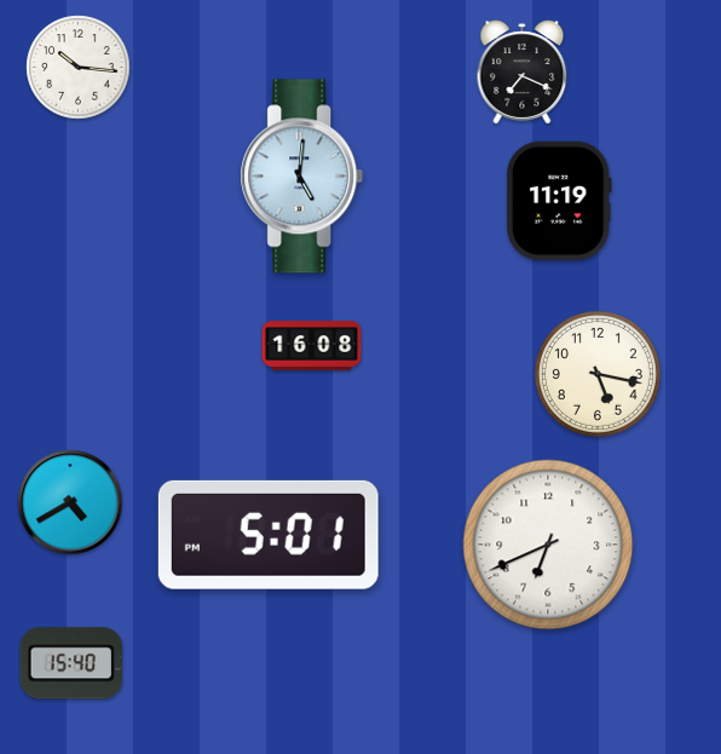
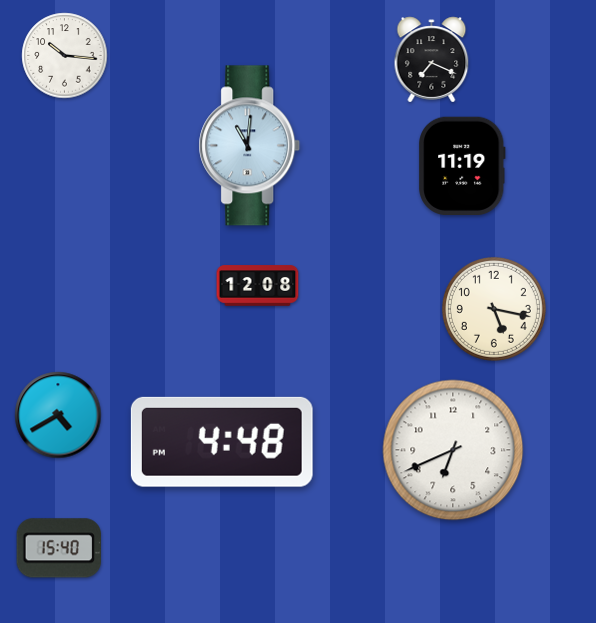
clock at (302, 177): 5:01 -> 11:01
clock at (312, 346): 16:08 -> 12:08
clock at (269, 535): 5:01 -> 4:48
